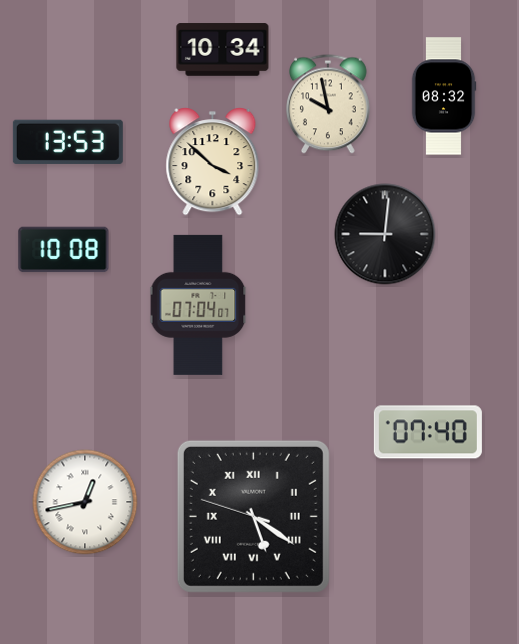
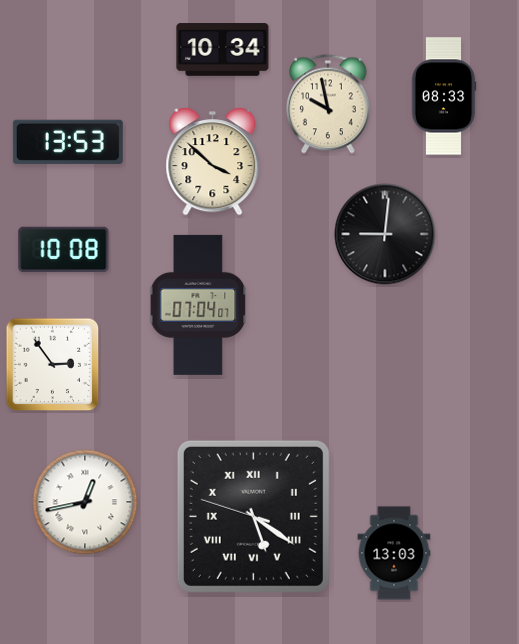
clock at (444, 96): 08:32 -> 08:33
clock at (53, 365): none -> 2:54
clock at (428, 432): 07:40 -> none
clock at (394, 553): none -> 13:03
